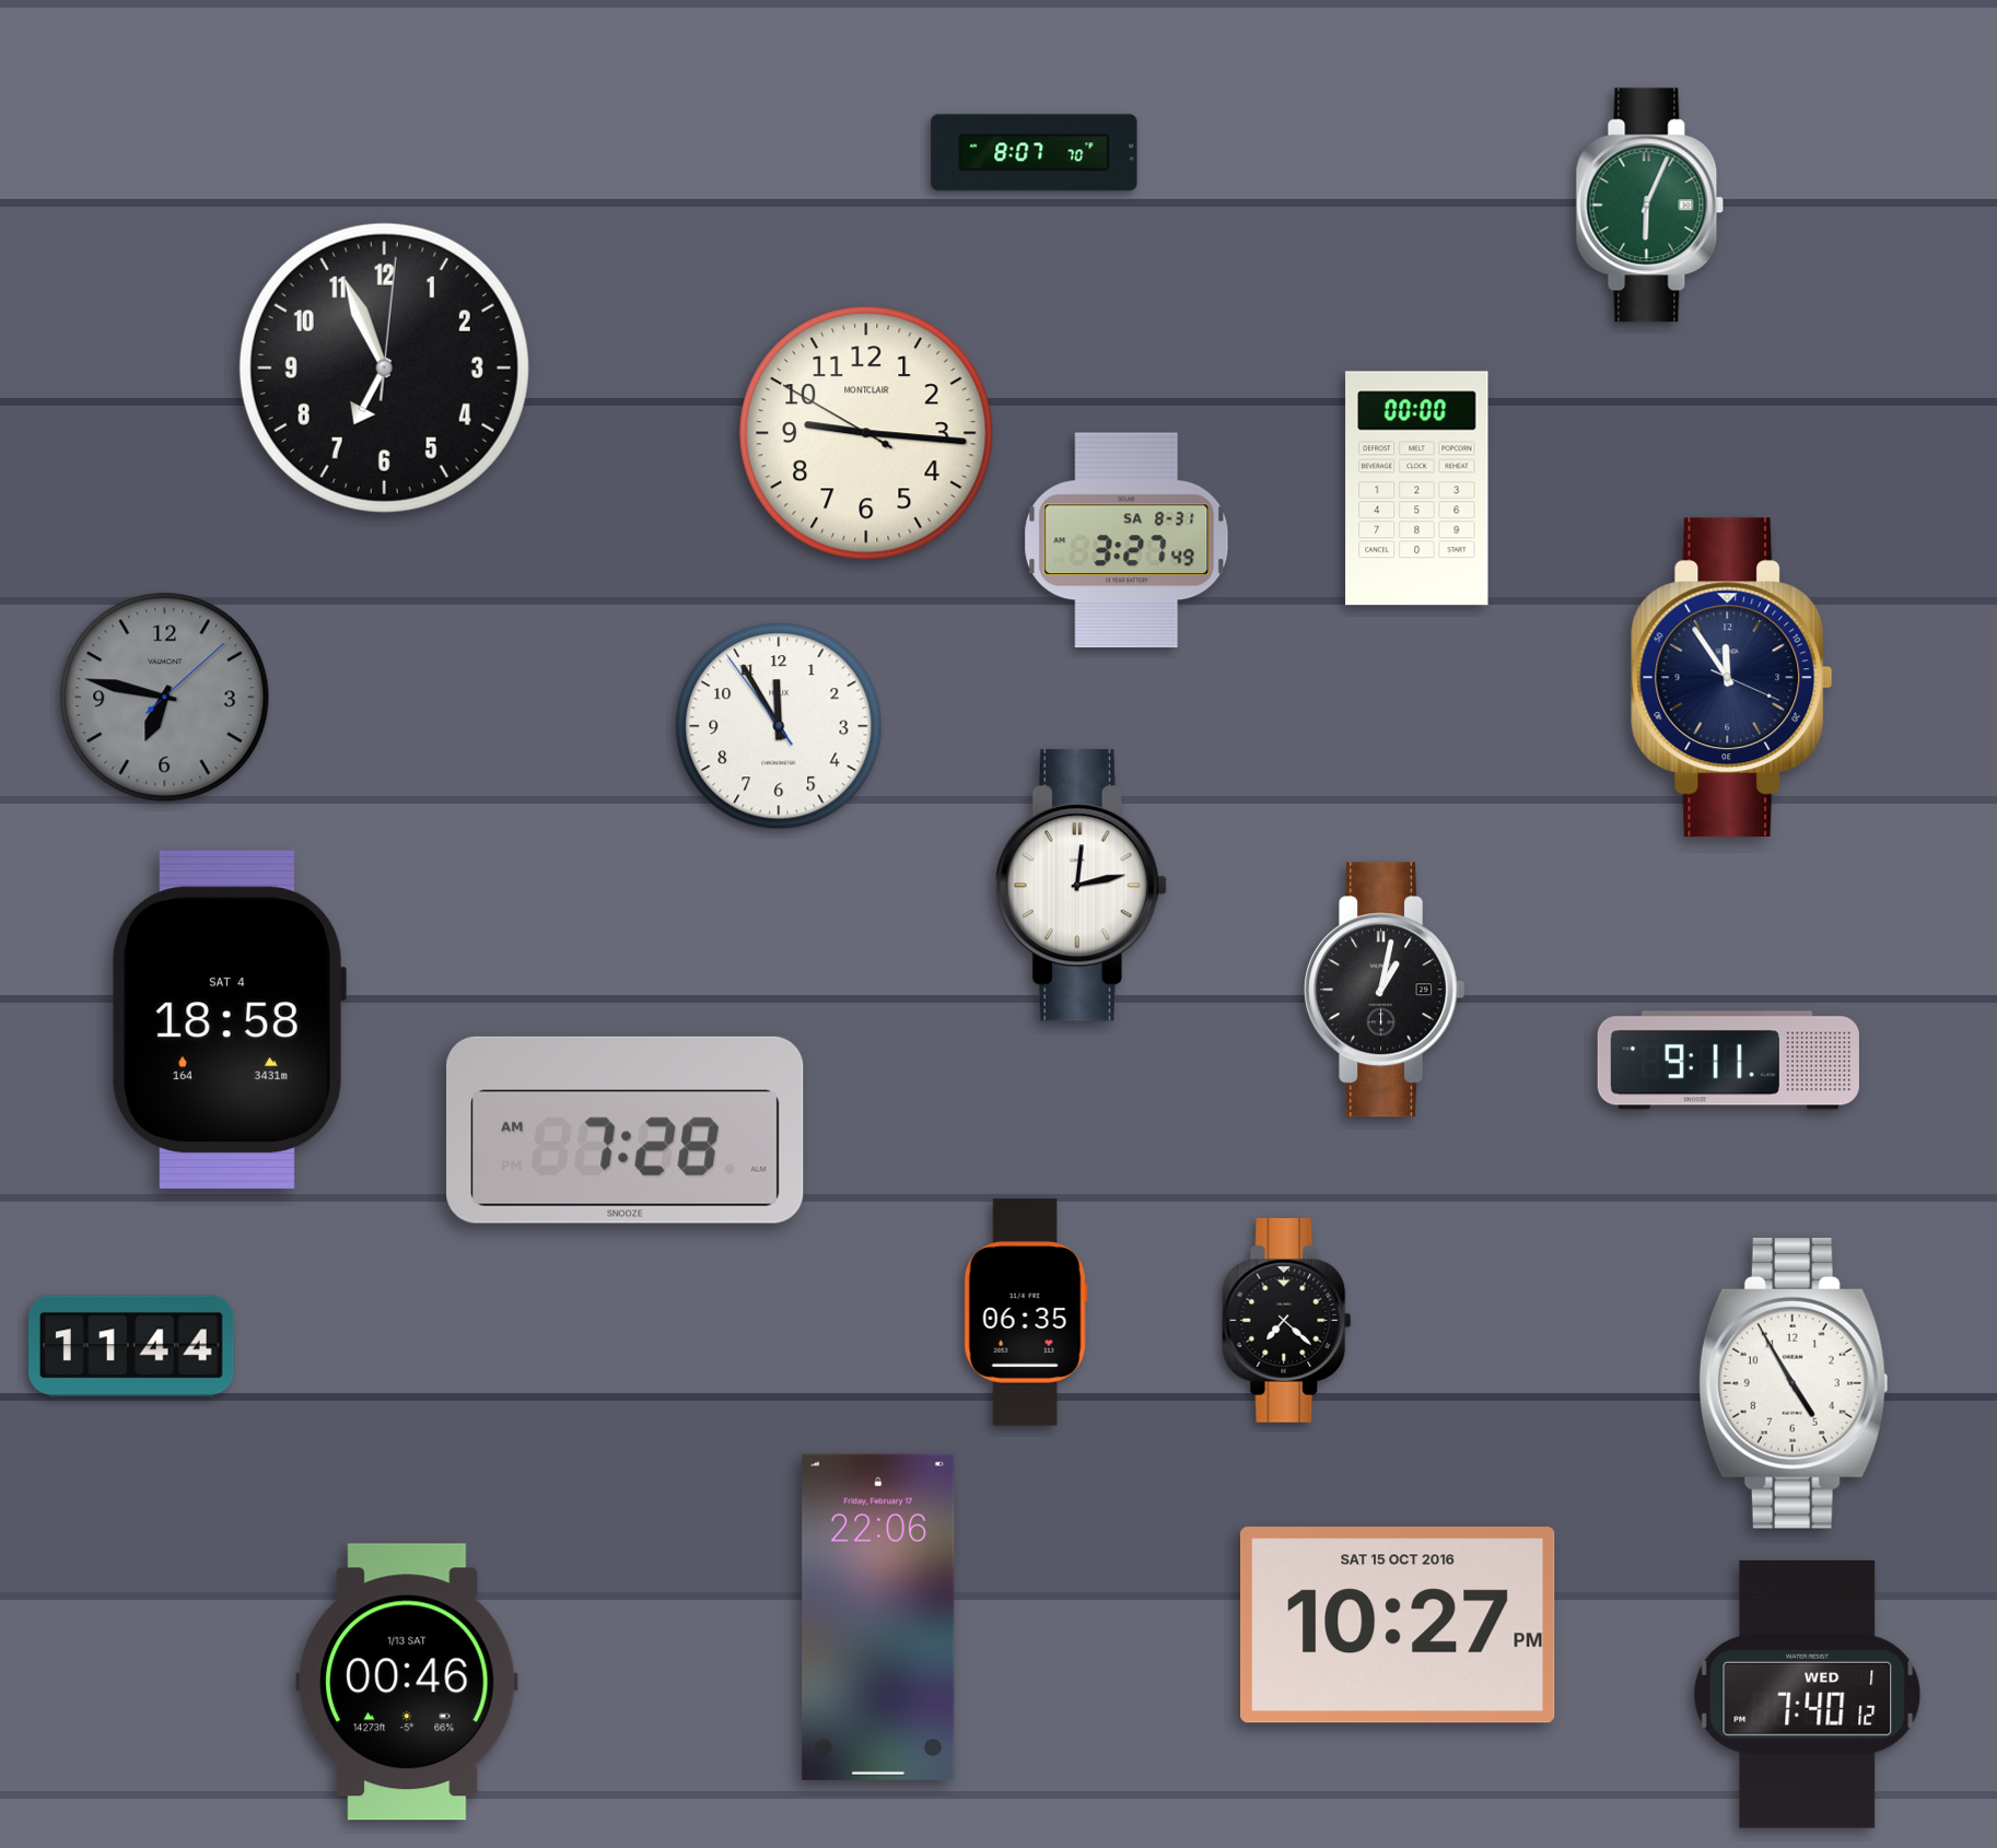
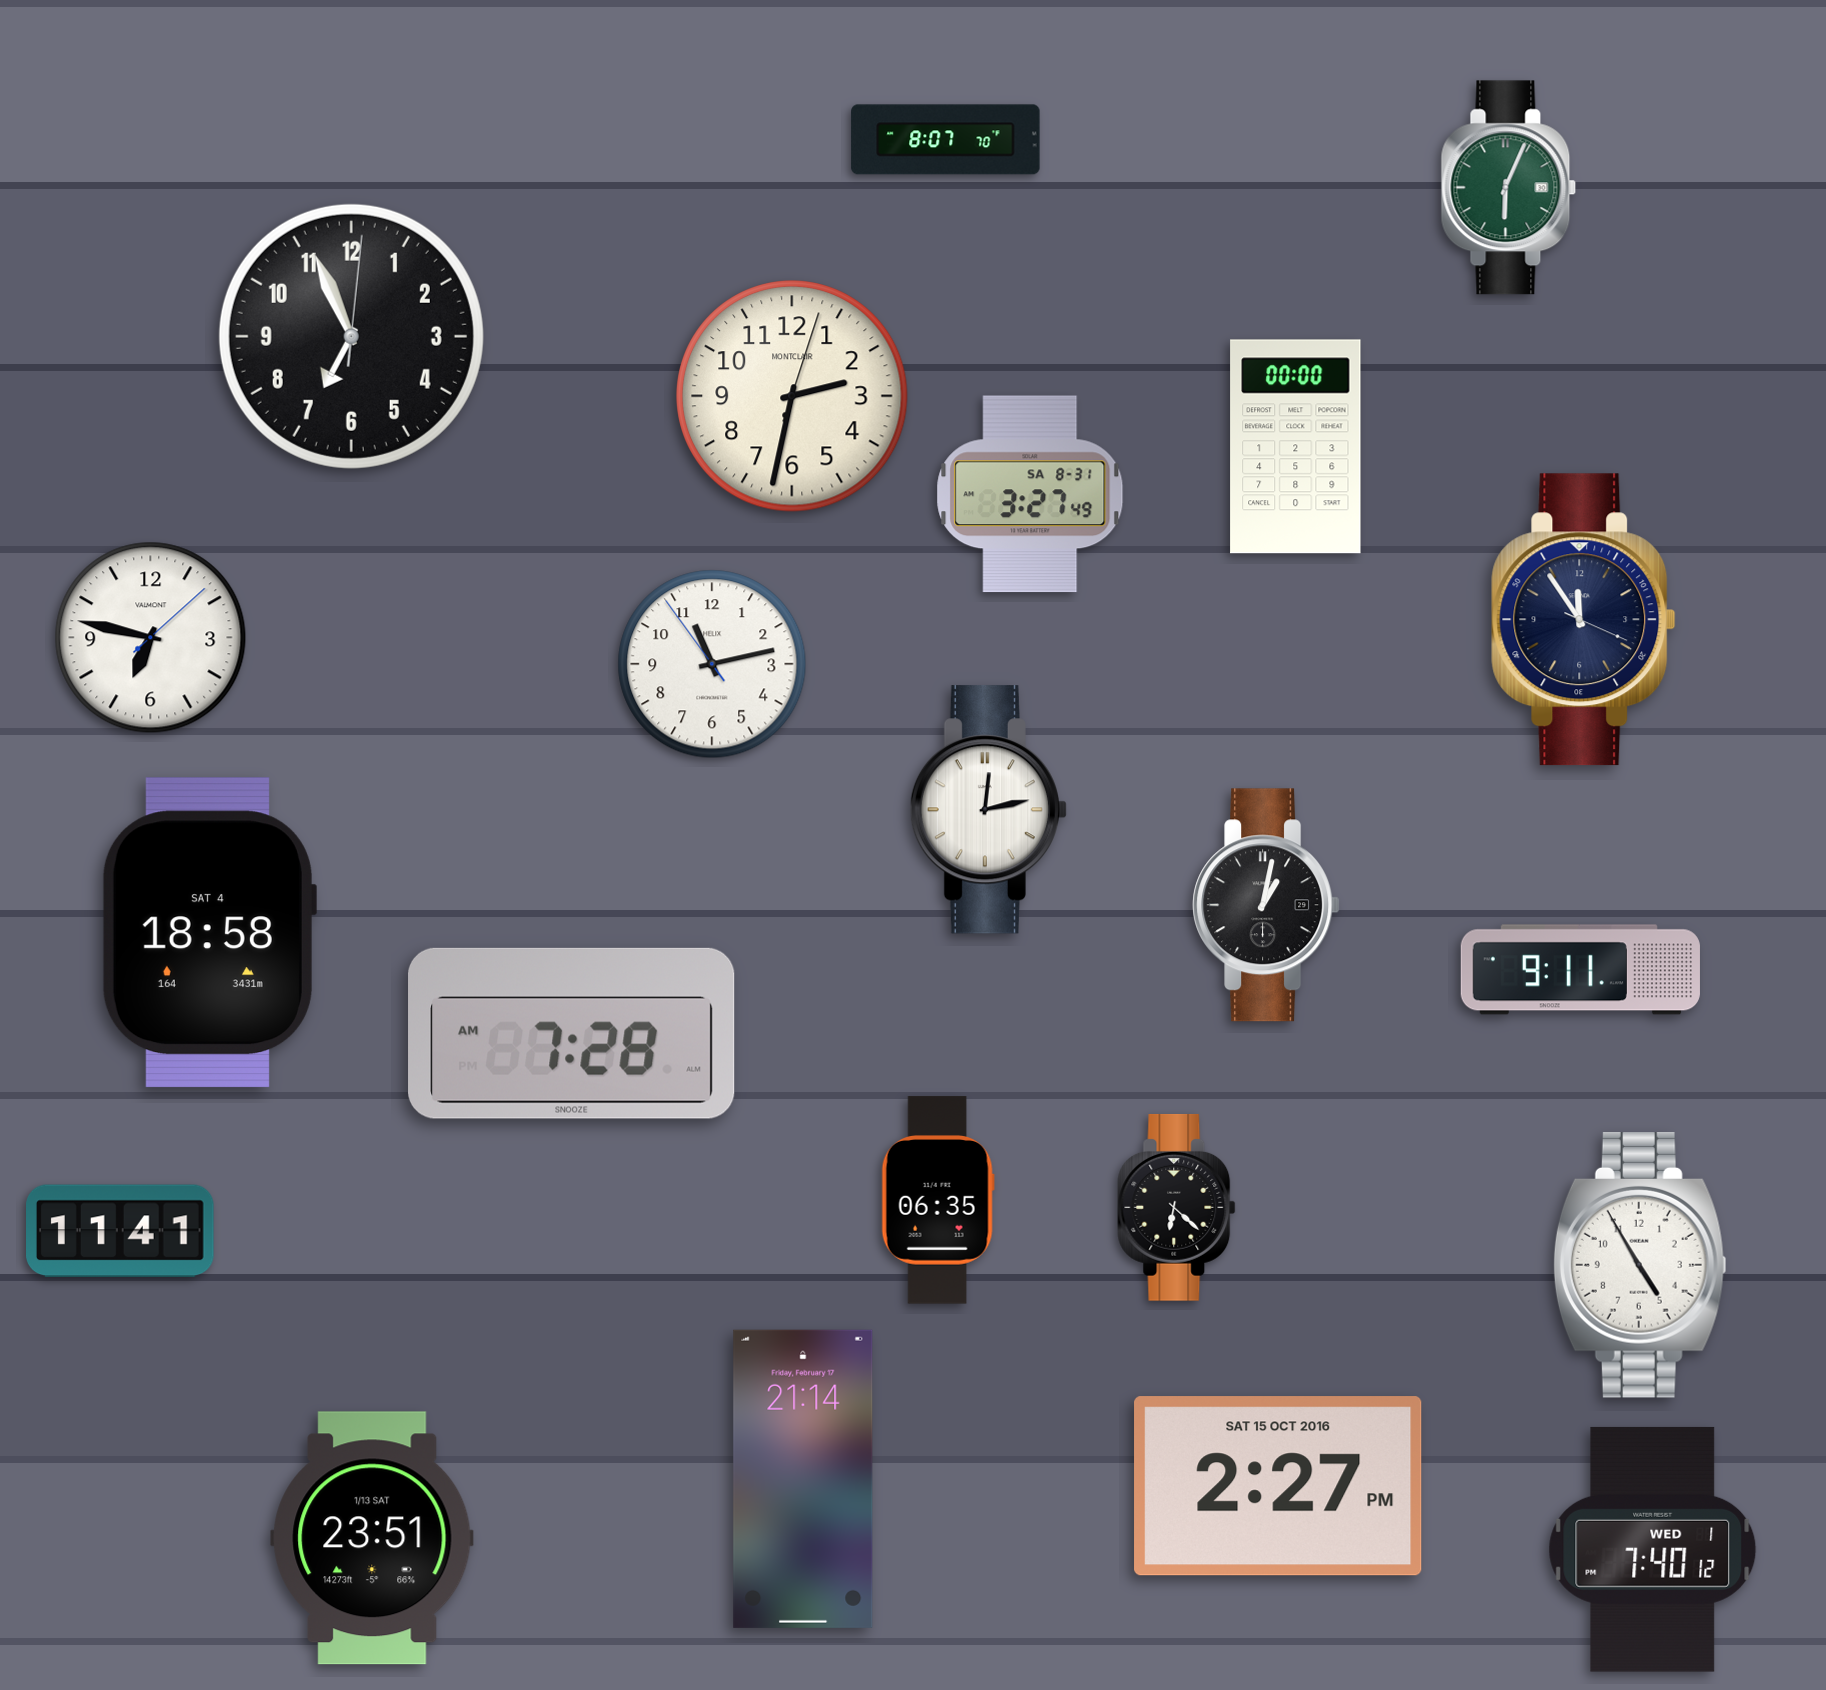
clock at (866, 433): 9:15 -> 2:32
clock at (165, 698) dial: grey -> white
clock at (779, 726): 11:54 -> 11:12
clock at (1287, 1320): 7:22 -> 6:22
clock at (132, 1346): 11:44 -> 11:41
clock at (878, 1617): 22:06 -> 21:14
clock at (1398, 1625): 10:27 -> 2:27
clock at (407, 1682): 00:46 -> 23:51
